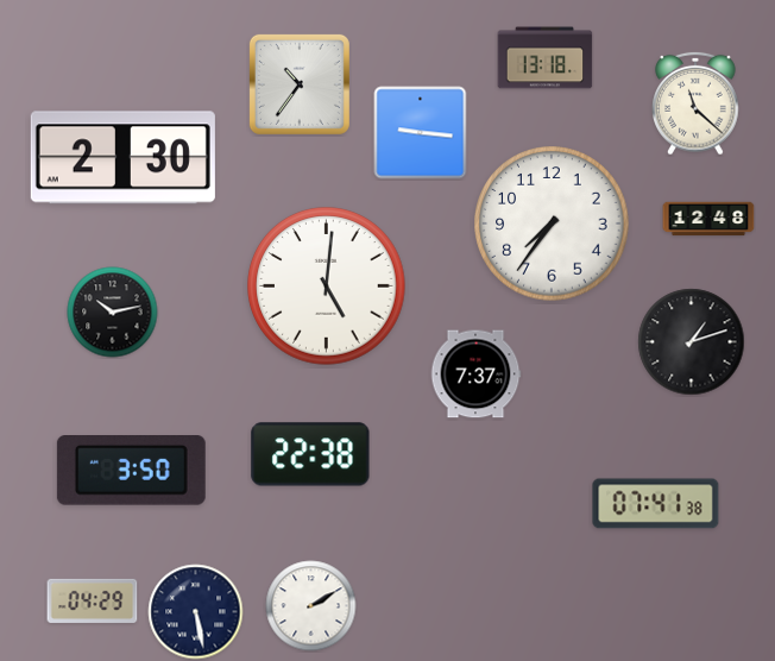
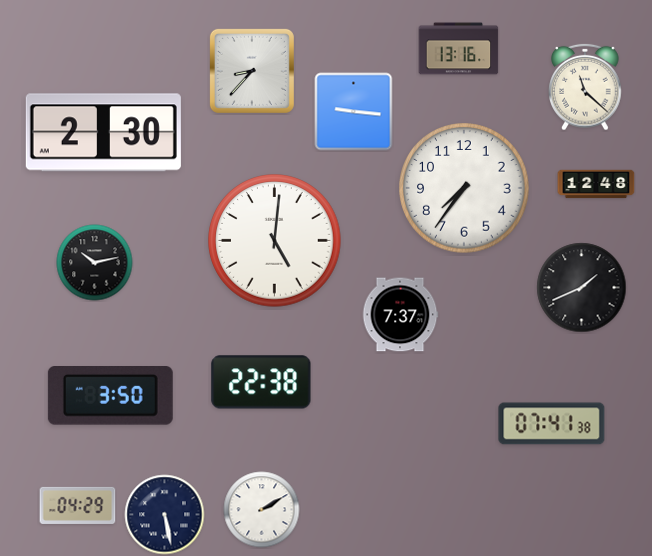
clock at (546, 58): 13:18 -> 13:16
clock at (300, 84): 10:36 -> 8:37
clock at (692, 342): 1:12 -> 1:41
